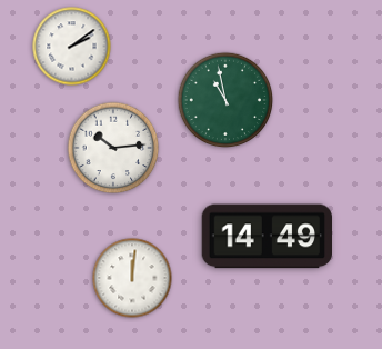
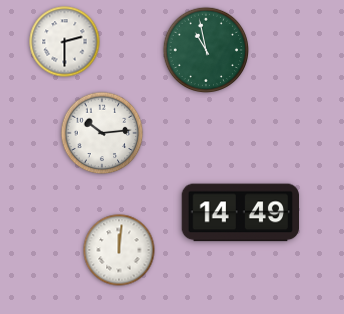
clock at (72, 47): 2:09 -> 2:30
clock at (224, 99) position: (224, 99) -> (205, 49)
